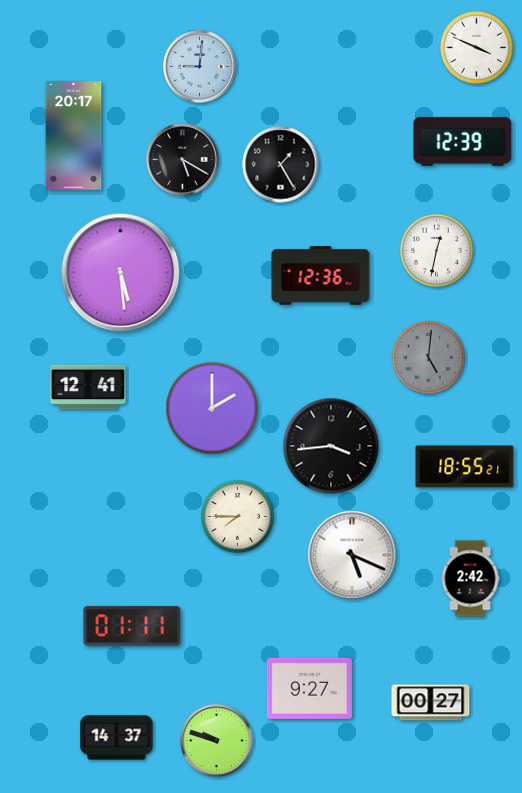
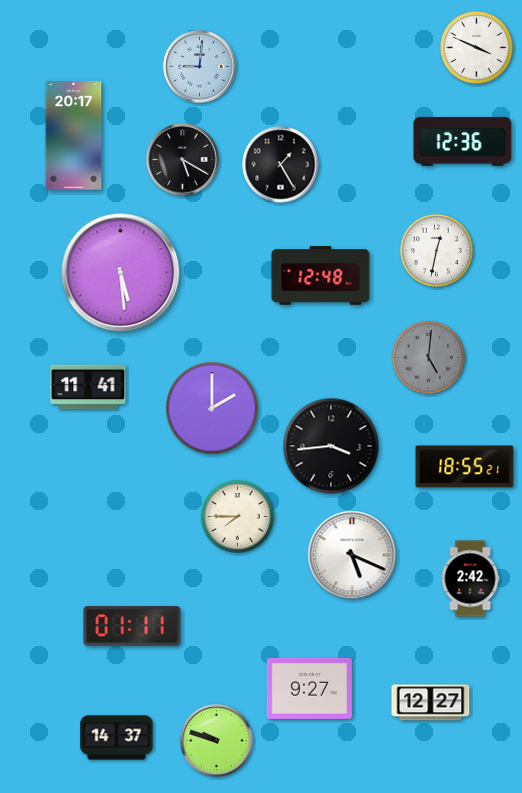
clock at (463, 141): 12:39 -> 12:36
clock at (321, 276): 12:36 -> 12:48
clock at (88, 387): 12:41 -> 11:41
clock at (431, 703): 00:27 -> 12:27
